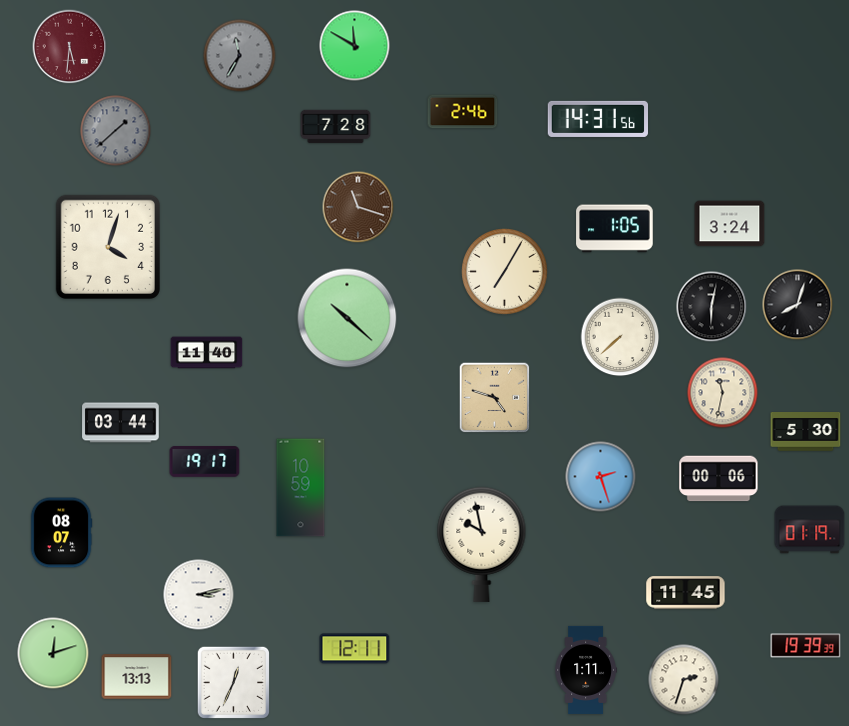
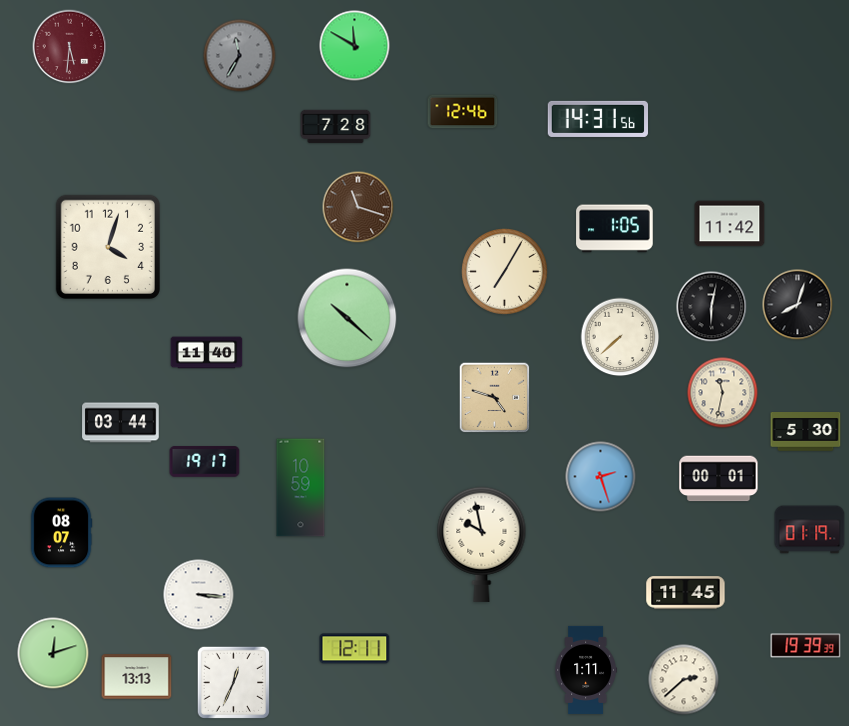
clock at (463, 112): 2:46 -> 12:46
clock at (116, 131): 1:38 -> none
clock at (730, 224): 3:24 -> 11:42
clock at (719, 479): 00:06 -> 00:01
clock at (199, 595): 3:13 -> 3:16
clock at (684, 680): 2:33 -> 2:38
